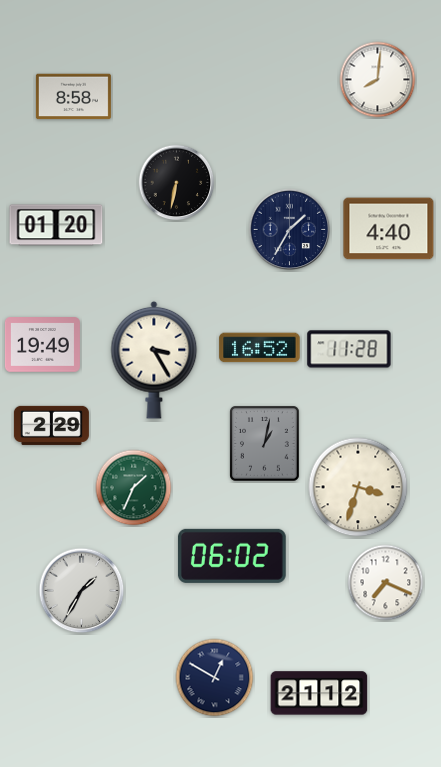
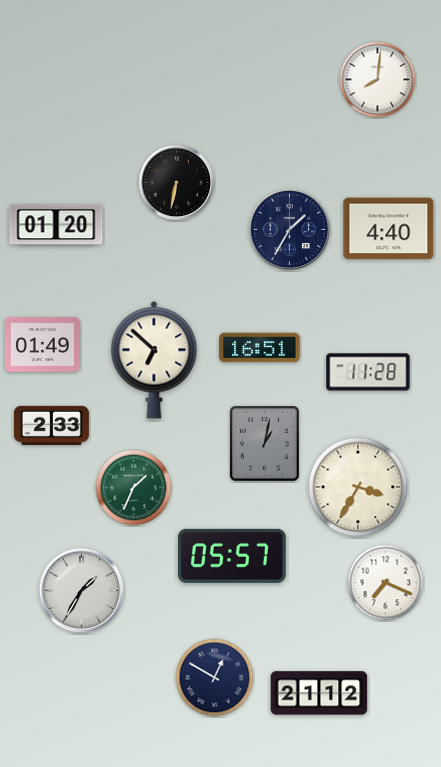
clock at (73, 97): 8:58 -> none
clock at (42, 345): 19:49 -> 01:49
clock at (260, 348): 16:52 -> 16:51
clock at (349, 349) position: (349, 349) -> (368, 372)
clock at (154, 360): 3:25 -> 6:52
clock at (51, 425): 2:29 -> 2:33
clock at (358, 487): 3:33 -> 3:35
clock at (232, 556): 06:02 -> 05:57
